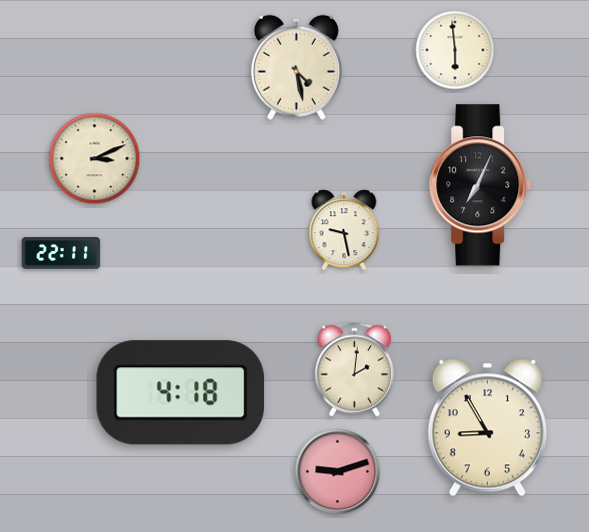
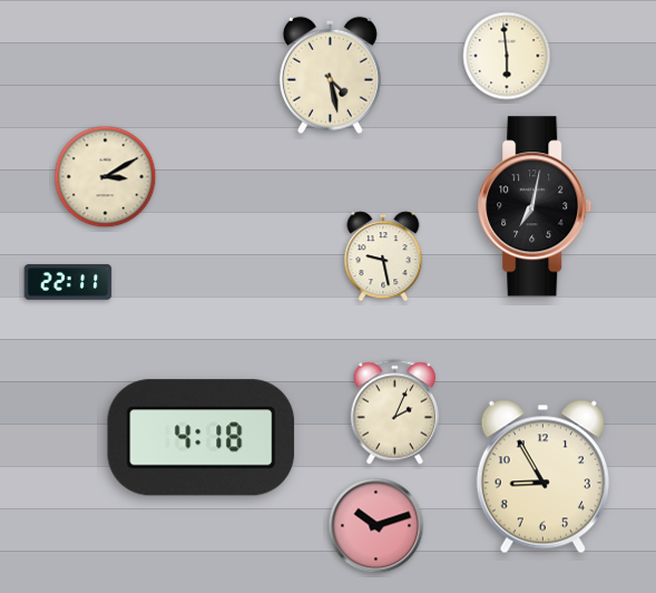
clock at (95, 159): 3:11 -> 3:10
clock at (481, 185): 7:04 -> 7:02
clock at (354, 370): 2:01 -> 2:04
clock at (338, 472): 9:12 -> 10:12
